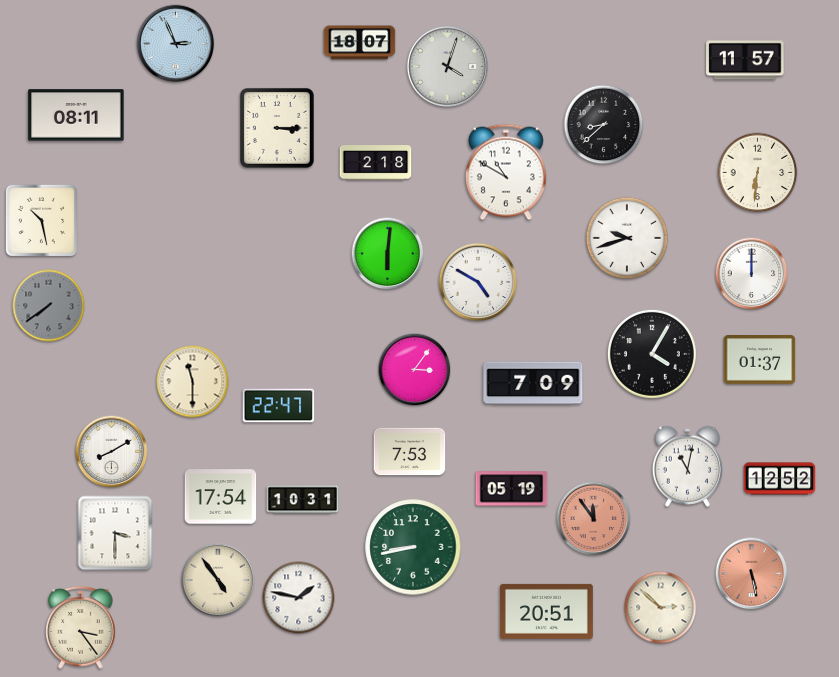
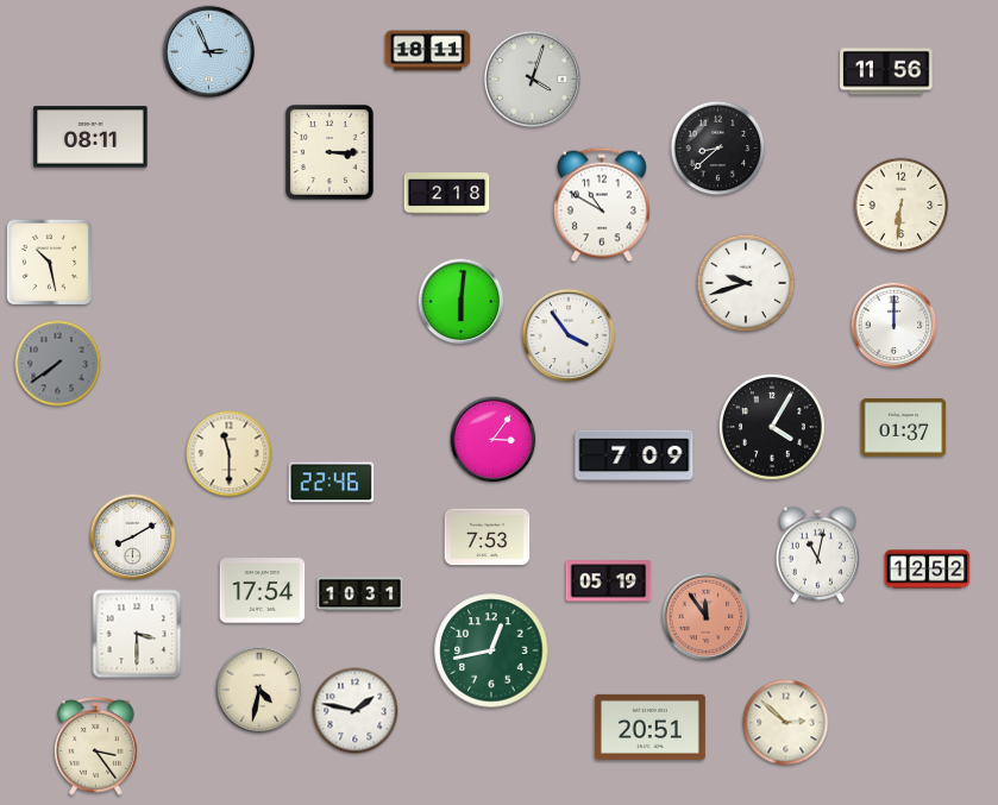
clock at (360, 43): 18:07 -> 18:11
clock at (745, 60): 11:57 -> 11:56
clock at (478, 282): 4:50 -> 3:54
clock at (652, 354) position: (652, 354) -> (772, 427)
clock at (279, 406): 22:47 -> 22:46
clock at (413, 547): 8:43 -> 12:43
clock at (752, 574): 5:28 -> none
clock at (218, 580): 4:54 -> 4:32
